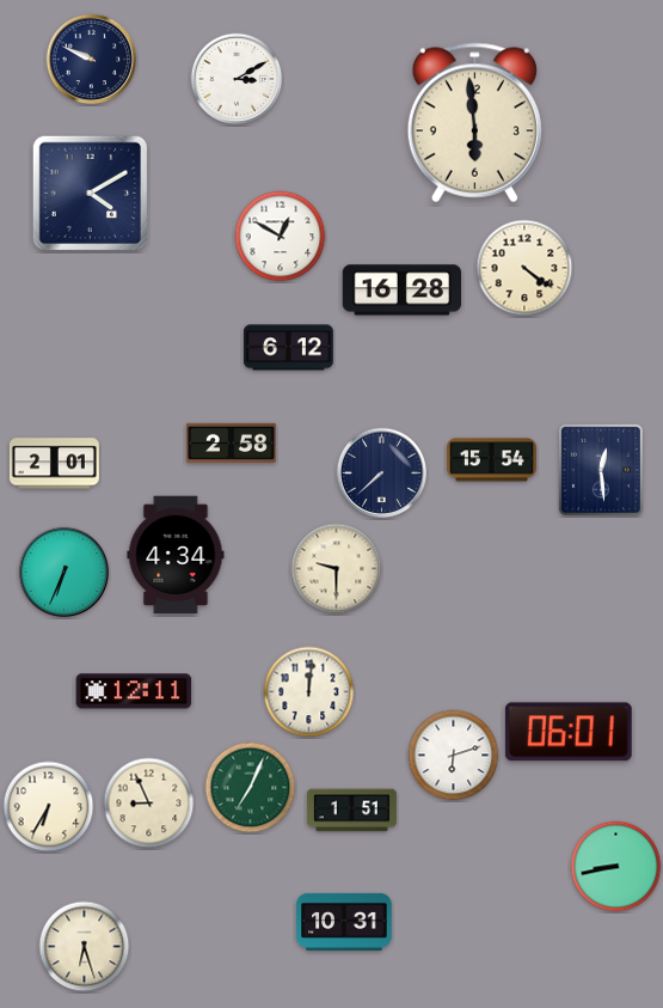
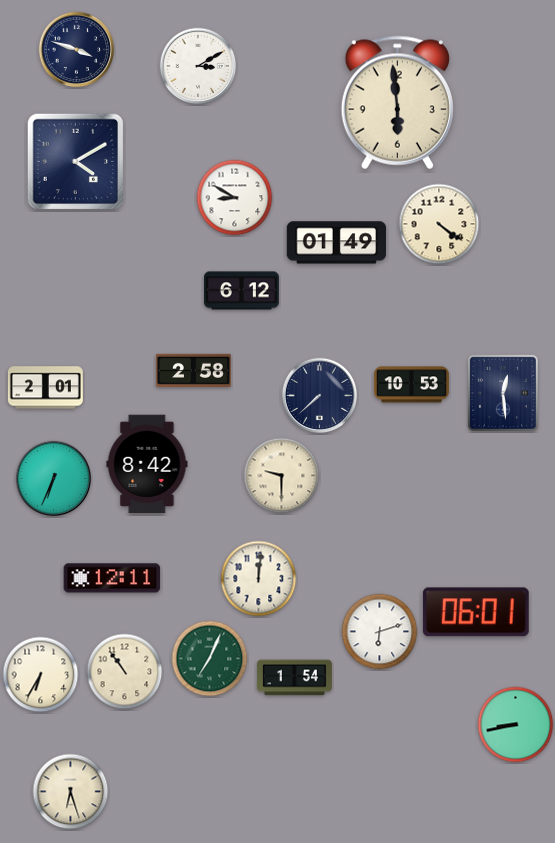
clock at (92, 60): 9:49 -> 3:48
clock at (281, 237): 12:50 -> 8:50
clock at (403, 291): 16:28 -> 01:49
clock at (491, 460): 15:54 -> 10:53
clock at (176, 555): 4:34 -> 8:42
clock at (149, 804): 8:56 -> 10:54
clock at (351, 811): 1:51 -> 1:54
clock at (344, 922): 10:31 -> none
